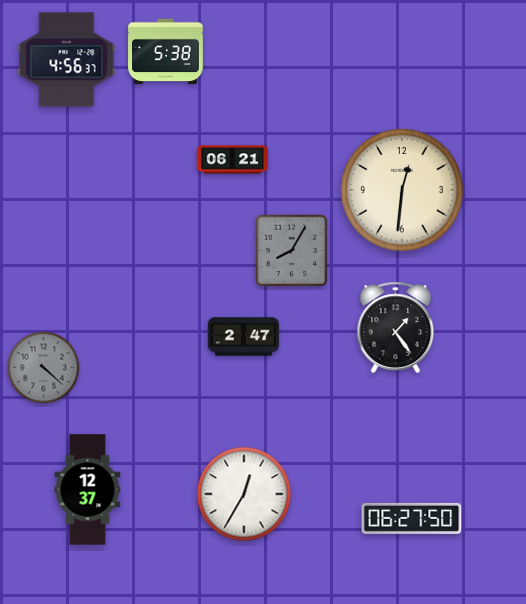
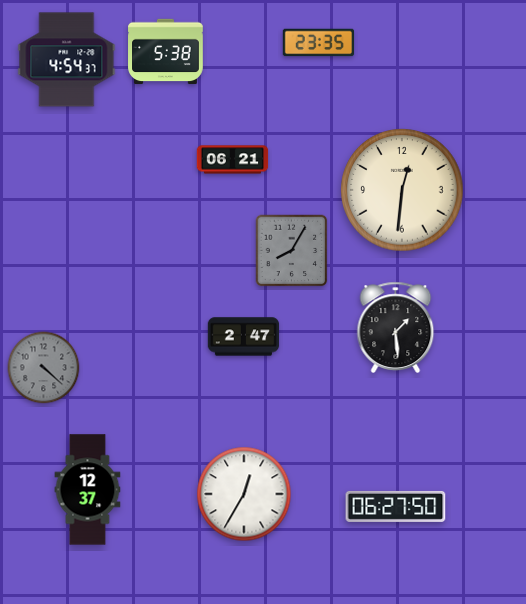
clock at (319, 43): none -> 23:35
clock at (67, 60): 4:56 -> 4:54
clock at (396, 327): 1:24 -> 1:29
clock at (412, 518) position: (412, 518) -> (396, 506)
